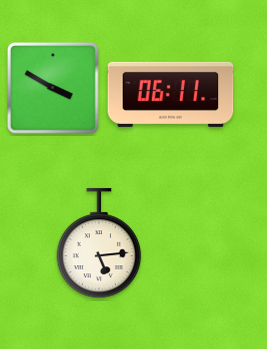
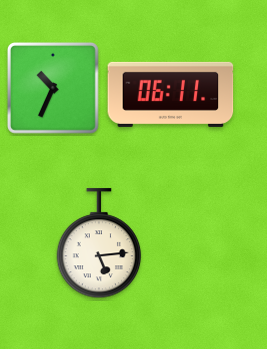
clock at (53, 88): 3:50 -> 10:34
